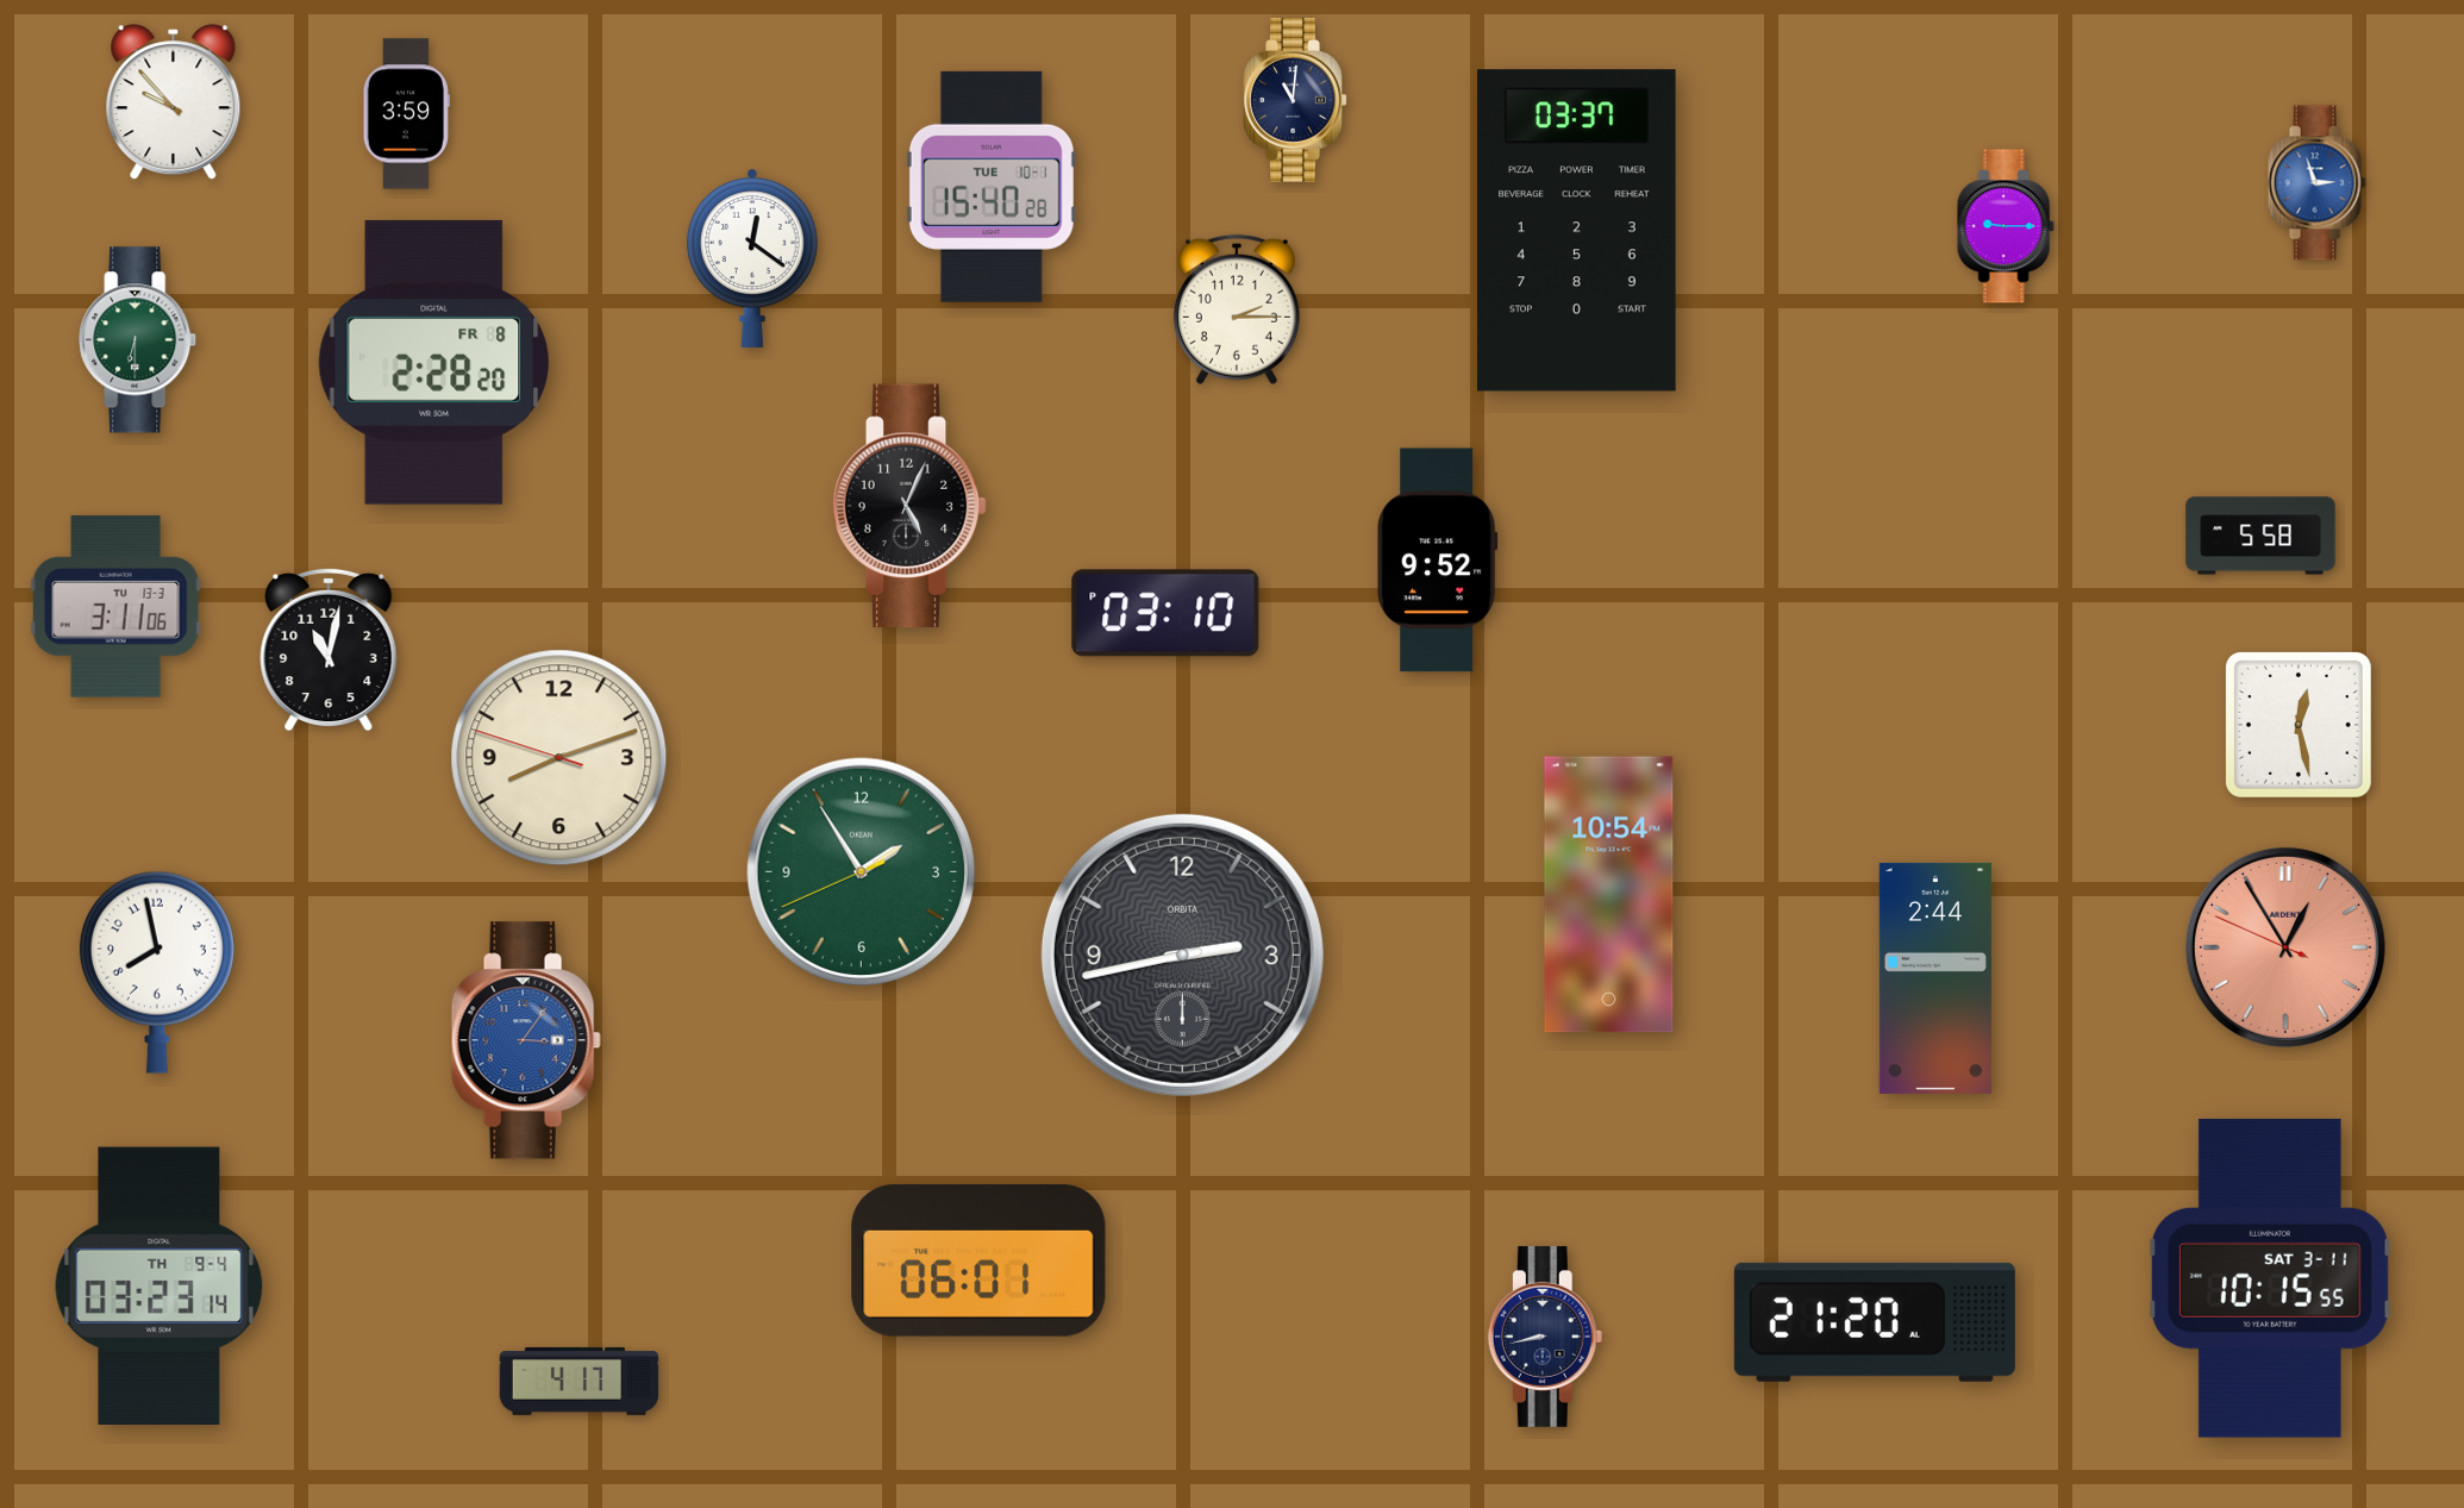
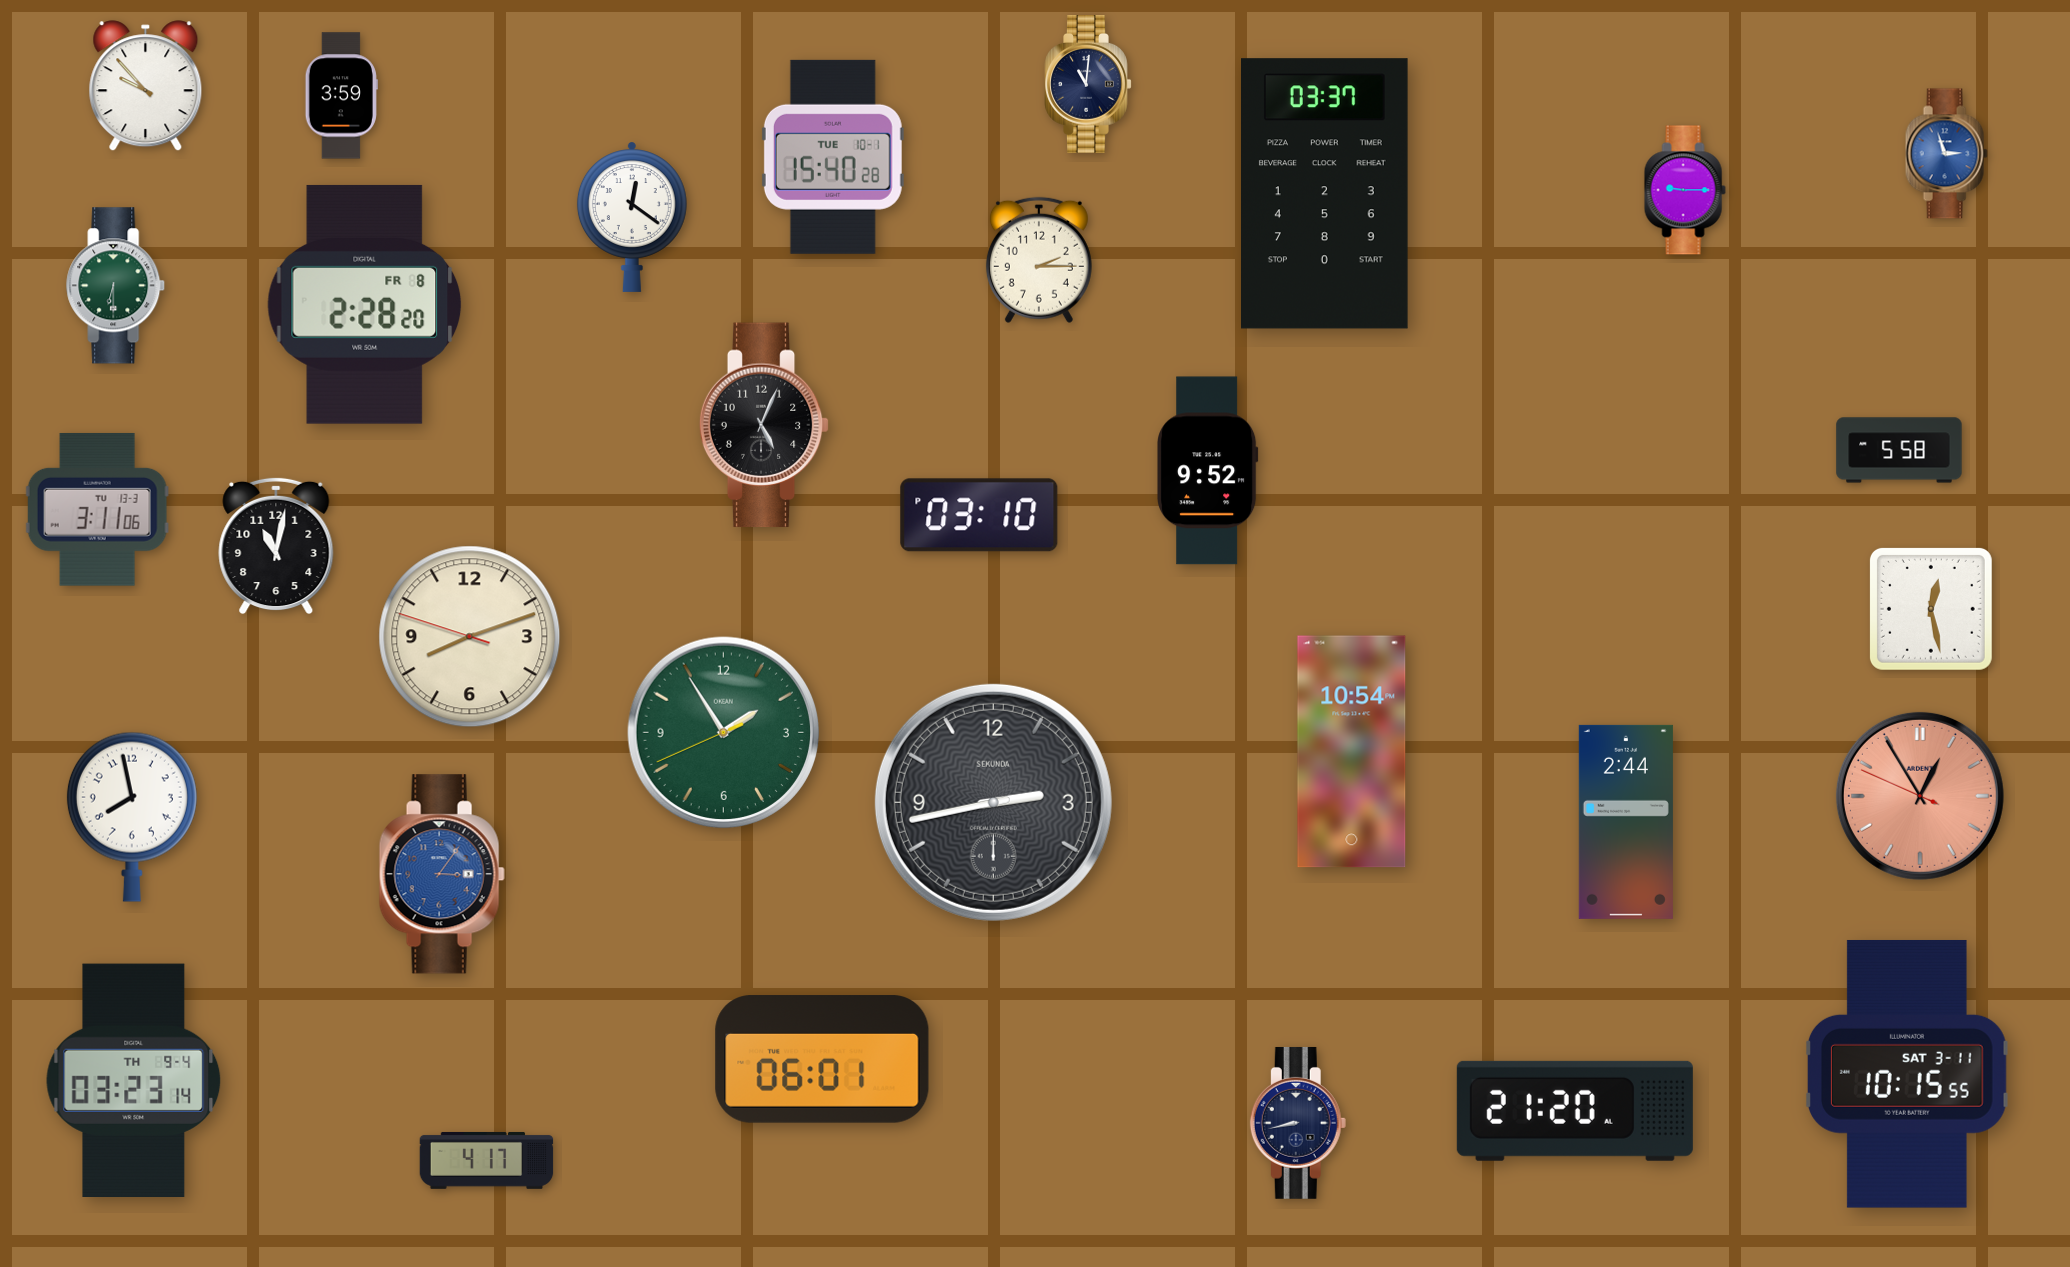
clock at (1182, 955) brand: ORBITA -> SEKUNDA
